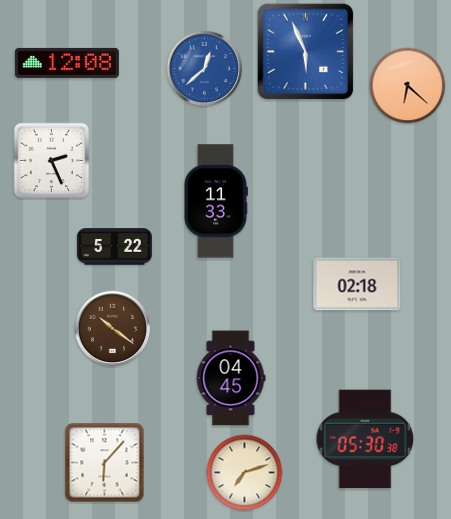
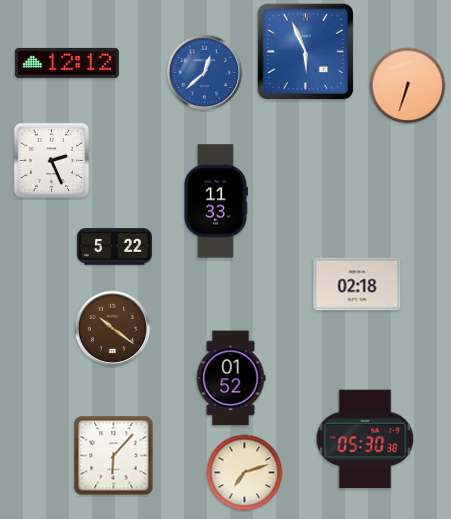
clock at (67, 63): 12:08 -> 12:12
clock at (205, 69) position: (205, 69) -> (205, 73)
clock at (408, 86): 6:22 -> 6:33
clock at (231, 378): 04:45 -> 01:52
clock at (105, 463) position: (105, 463) -> (114, 456)
